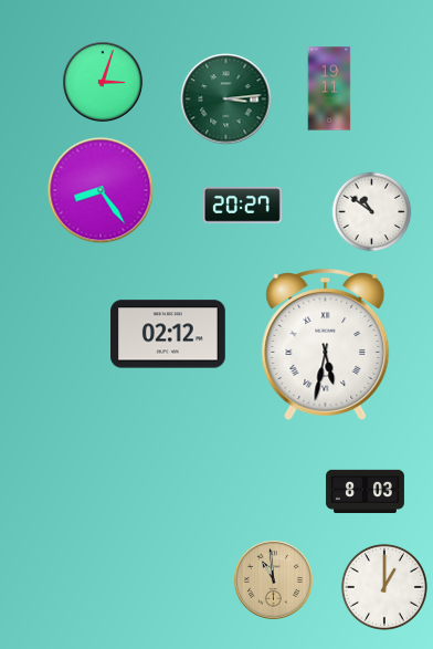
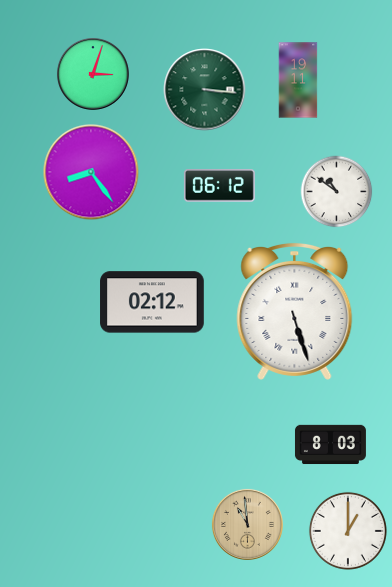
clock at (226, 100): 3:14 -> 3:16
clock at (242, 206): 20:27 -> 06:12
clock at (326, 344): 5:32 -> 5:27
